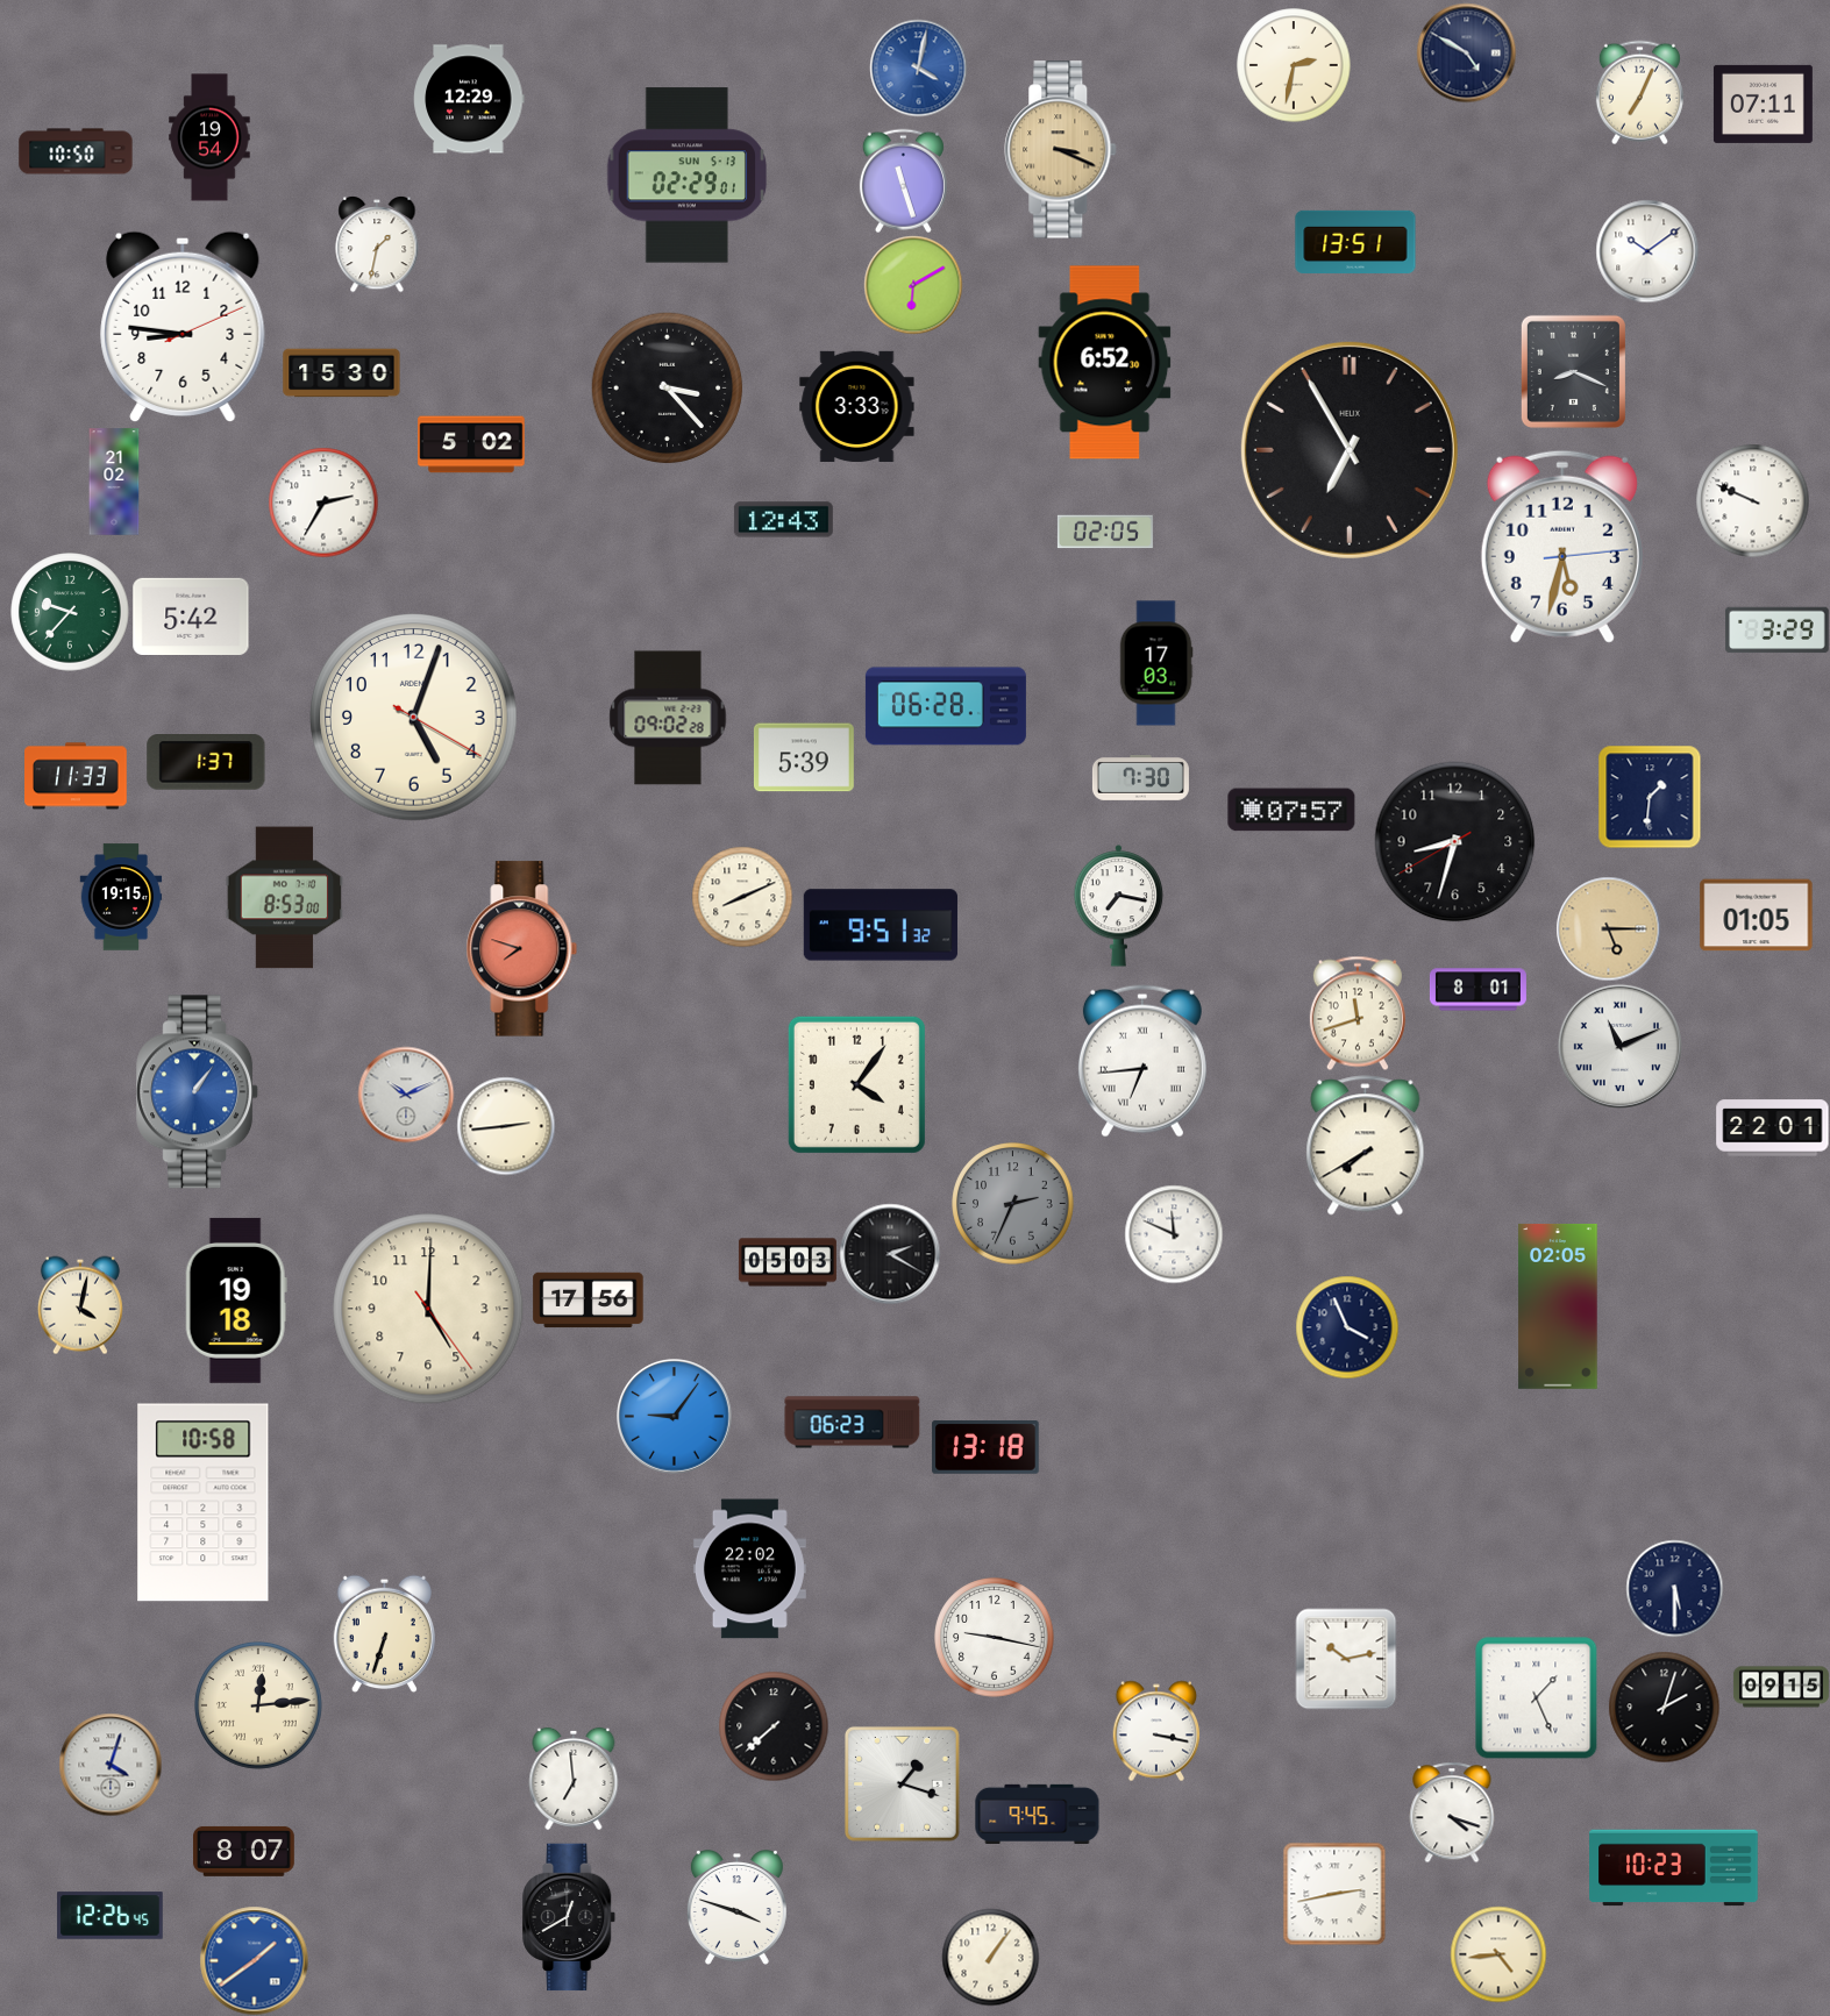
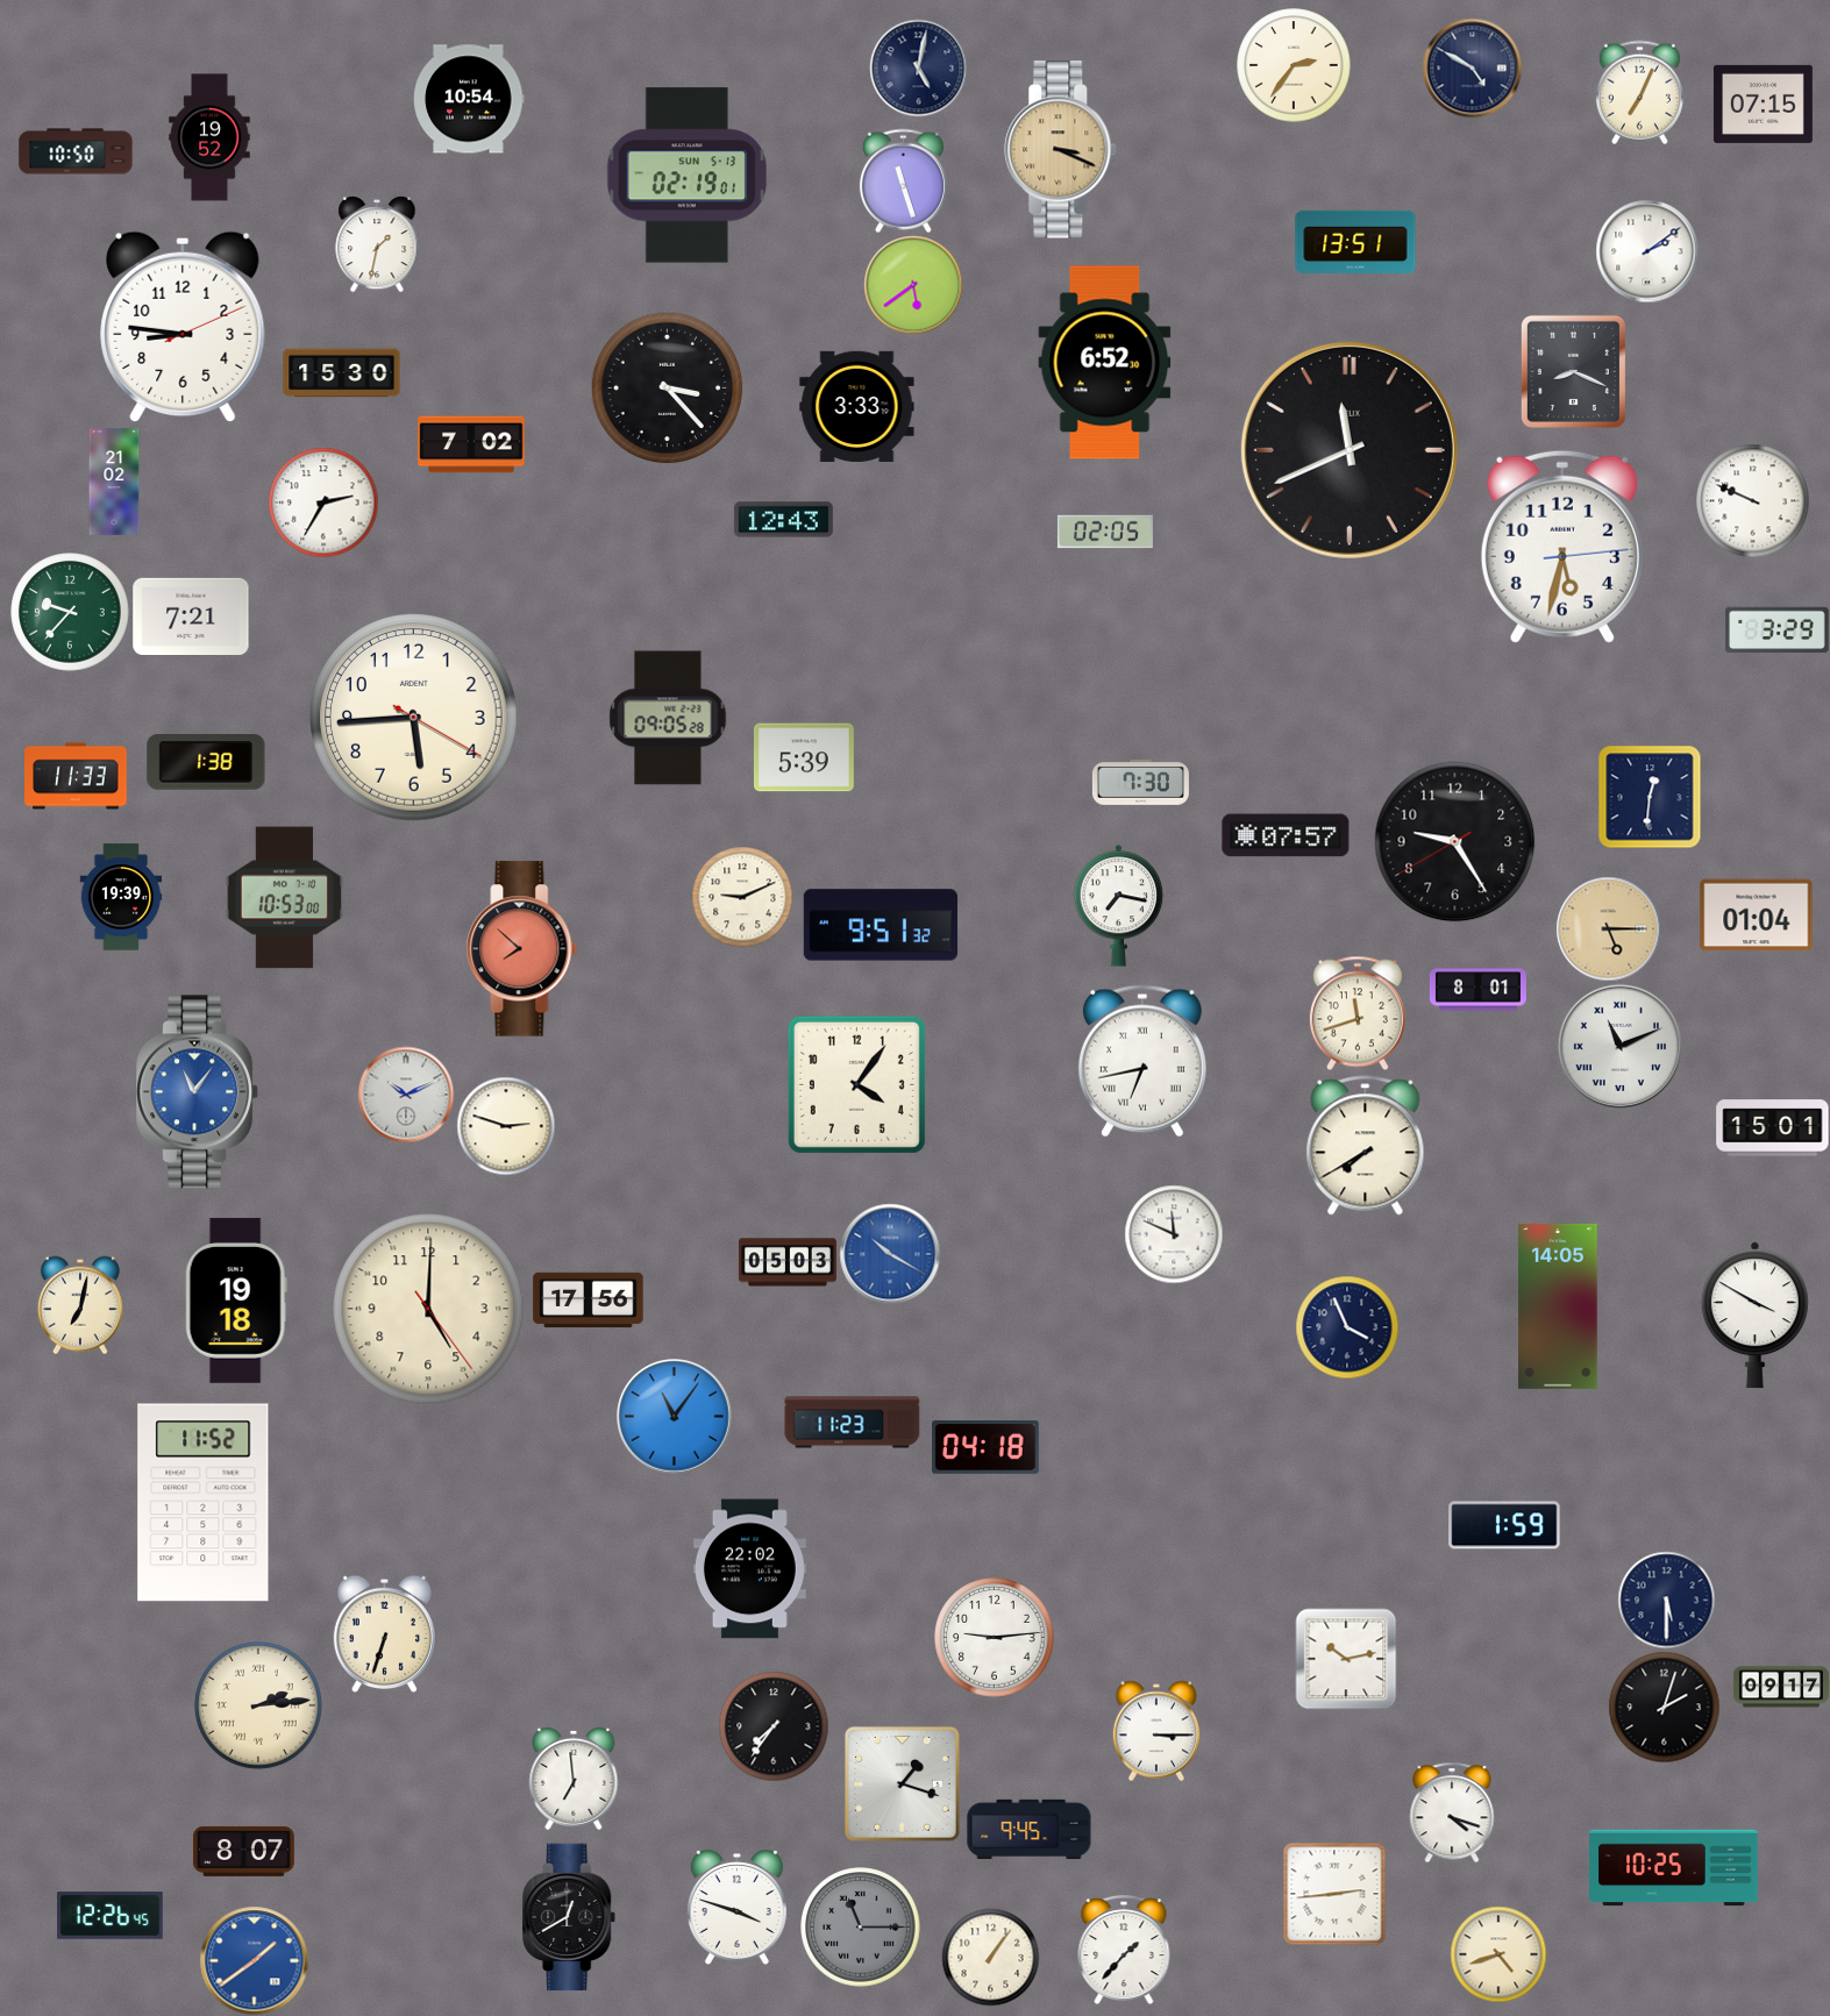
clock at (1466, 52) position: (1466, 52) -> (1472, 67)
clock at (1294, 65): 2:32 -> 2:36
clock at (918, 67): 4:02 -> 5:02
clock at (918, 67) dial: blue -> navy
clock at (469, 99): 12:29 -> 10:54
clock at (1763, 104): 07:11 -> 07:15
clock at (209, 137): 19:54 -> 19:52
clock at (686, 176): 02:29 -> 02:19
clock at (1647, 251): 10:09 -> 2:09
clock at (913, 285): 6:10 -> 5:39
clock at (471, 444): 5:02 -> 7:02
clock at (1350, 450): 6:55 -> 11:41
clock at (191, 615): 5:42 -> 7:21
clock at (1156, 663): 17:03 -> none
clock at (946, 706): 06:28 -> none
clock at (414, 718): 5:03 -> 5:44
clock at (668, 718): 09:02 -> 09:05
clock at (206, 763): 1:37 -> 1:38
clock at (1140, 778) position: (1140, 778) -> (1140, 783)
clock at (1650, 797): 1:31 -> 12:31
clock at (1291, 810) position: (1291, 810) -> (1286, 835)
clock at (1455, 842): 8:32 -> 9:24
clock at (121, 897): 19:15 -> 19:39
clock at (742, 897): 8:11 -> 9:11
clock at (285, 898): 8:53 -> 10:53
clock at (1757, 916): 01:05 -> 01:04
clock at (522, 949): 7:48 -> 7:52
clock at (1142, 1061): 6:44 -> 6:43
clock at (198, 1092): 1:06 -> 11:06
clock at (506, 1126): 2:44 -> 2:48
clock at (1773, 1128): 22:01 -> 15:01
clock at (1013, 1204): 2:34 -> none
clock at (890, 1254): 2:20 -> 10:20
clock at (890, 1254) dial: black -> blue
clock at (80, 1305): 4:02 -> 7:02
clock at (1558, 1306): 02:05 -> 14:05
clock at (1754, 1316): none -> 3:50
clock at (675, 1417): 9:06 -> 11:06
clock at (853, 1423): 06:23 -> 11:23
clock at (985, 1447): 13:18 -> 04:18
clock at (204, 1503): 10:58 -> 11:52
clock at (1504, 1525): none -> 1:59
clock at (1674, 1588) position: (1674, 1588) -> (1666, 1600)
clock at (995, 1638): 9:17 -> 9:14
clock at (1781, 1687): 09:15 -> 09:17
clock at (1536, 1697): 1:26 -> none
clock at (258, 1705): 12:14 -> 2:14
clock at (774, 1726): 7:38 -> 7:36
clock at (1156, 1731): 3:17 -> 3:15
clock at (111, 1765): 4:03 -> none
clock at (1038, 1814) position: (1038, 1814) -> (1030, 1829)
clock at (1674, 1868): 10:23 -> 10:25
clock at (1334, 1894): 2:43 -> 2:44
clock at (861, 1928): none -> 11:15
clock at (1124, 1951): none -> 1:37
clock at (1498, 1954): 4:44 -> 4:42
